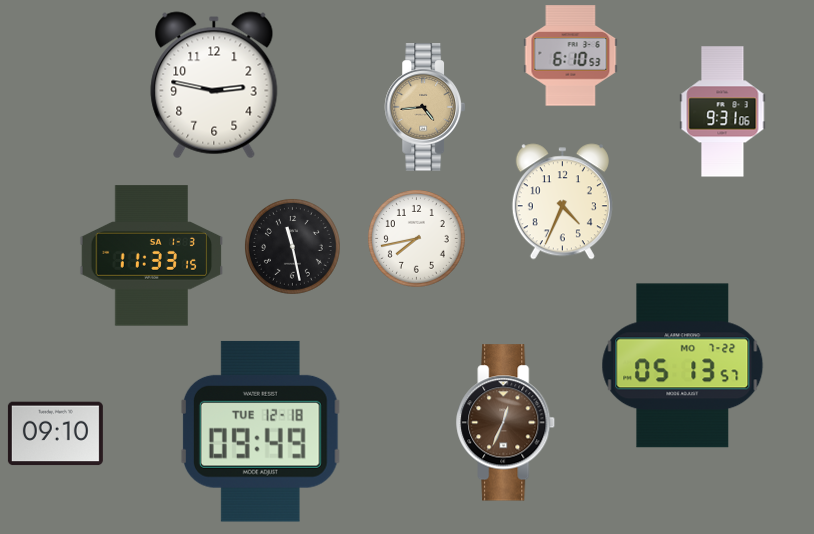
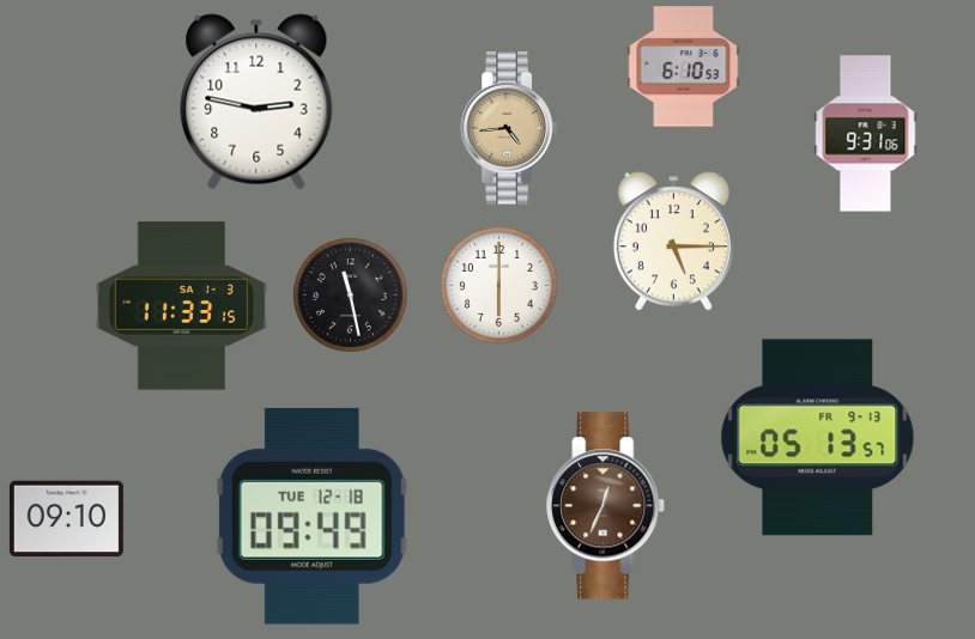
clock at (562, 202): 4:34 -> 5:15
clock at (416, 238): 7:43 -> 6:00
clock at (683, 366) date: MO 7-22 -> FR 9-13
